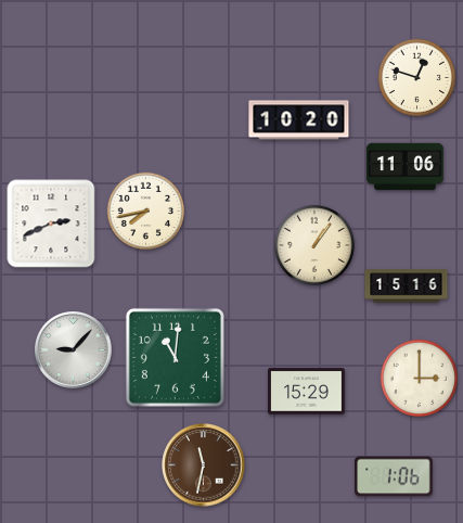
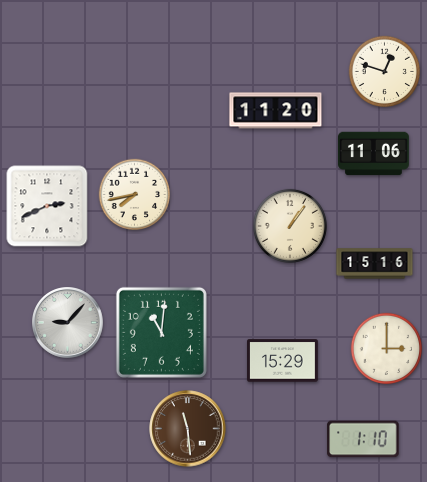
clock at (299, 120): 10:20 -> 11:20
clock at (175, 357) position: (175, 357) -> (161, 332)
clock at (204, 465): 11:32 -> 11:29
clock at (394, 476): 1:06 -> 1:10
